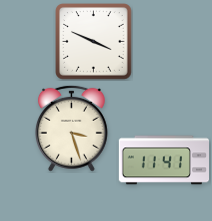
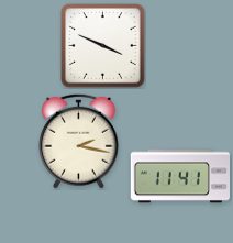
clock at (71, 128): 3:27 -> 2:17
